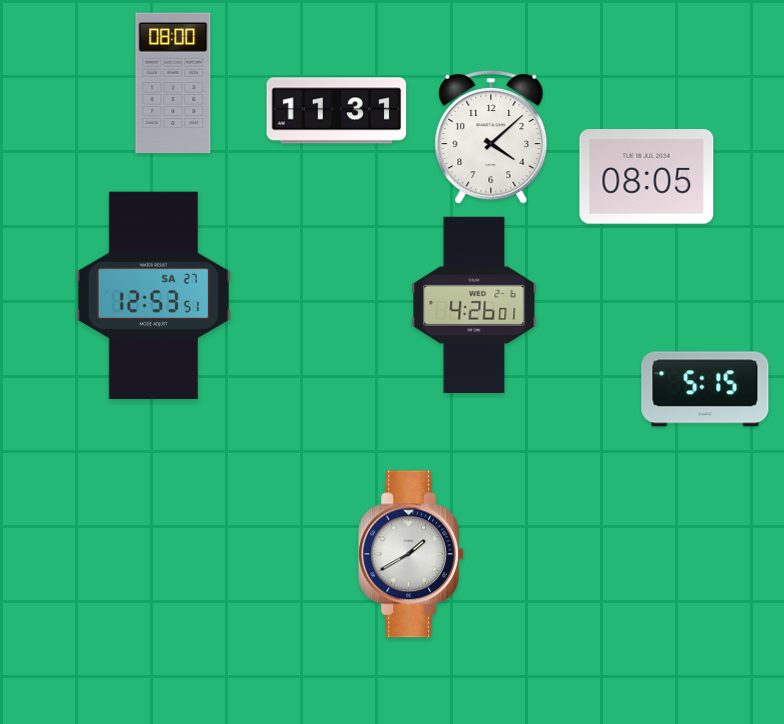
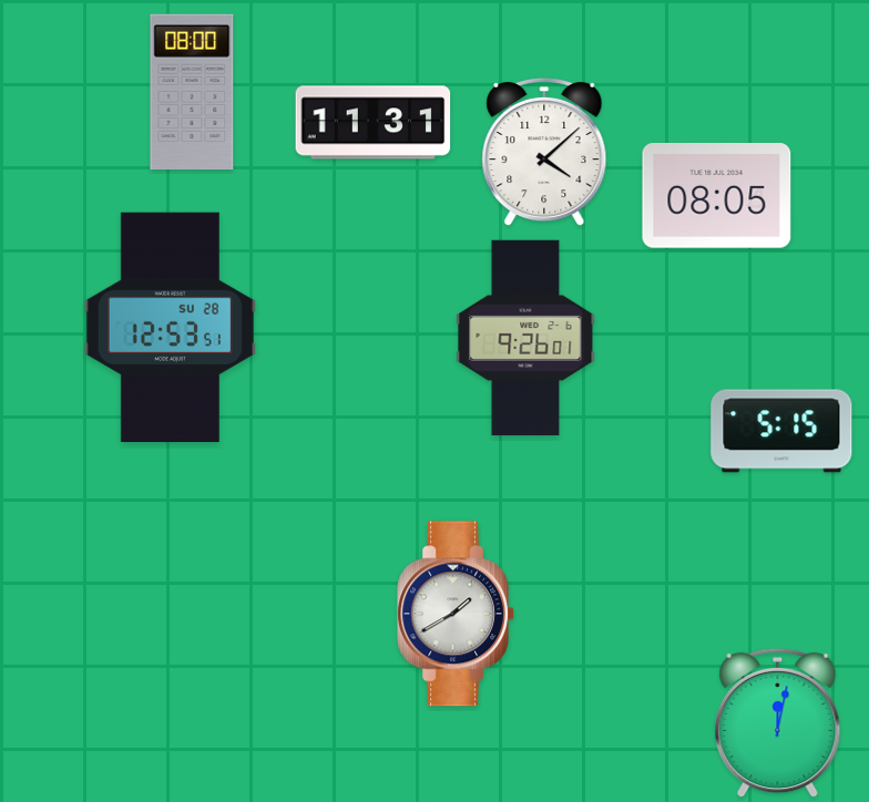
clock at (153, 295) date: SA 27 -> SU 28
clock at (474, 305): 4:26 -> 9:26
clock at (778, 723): none -> 12:02
